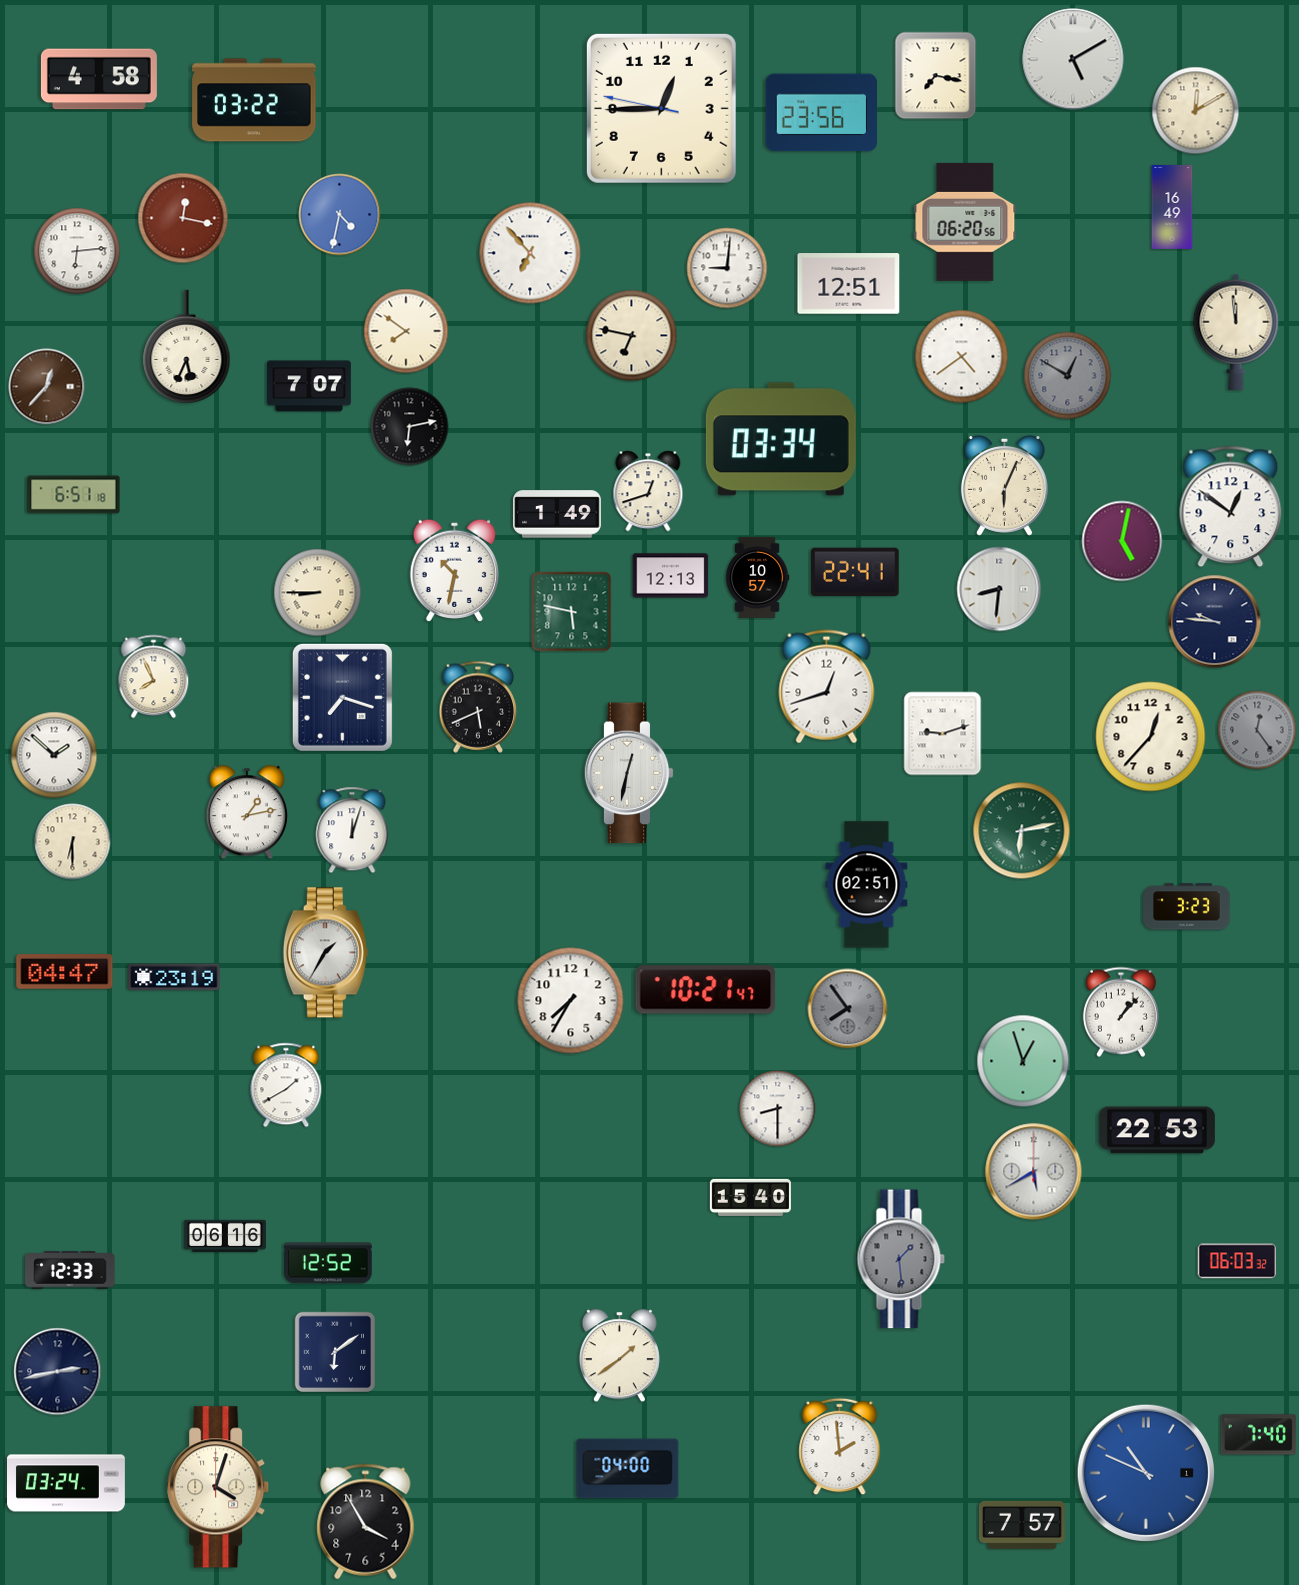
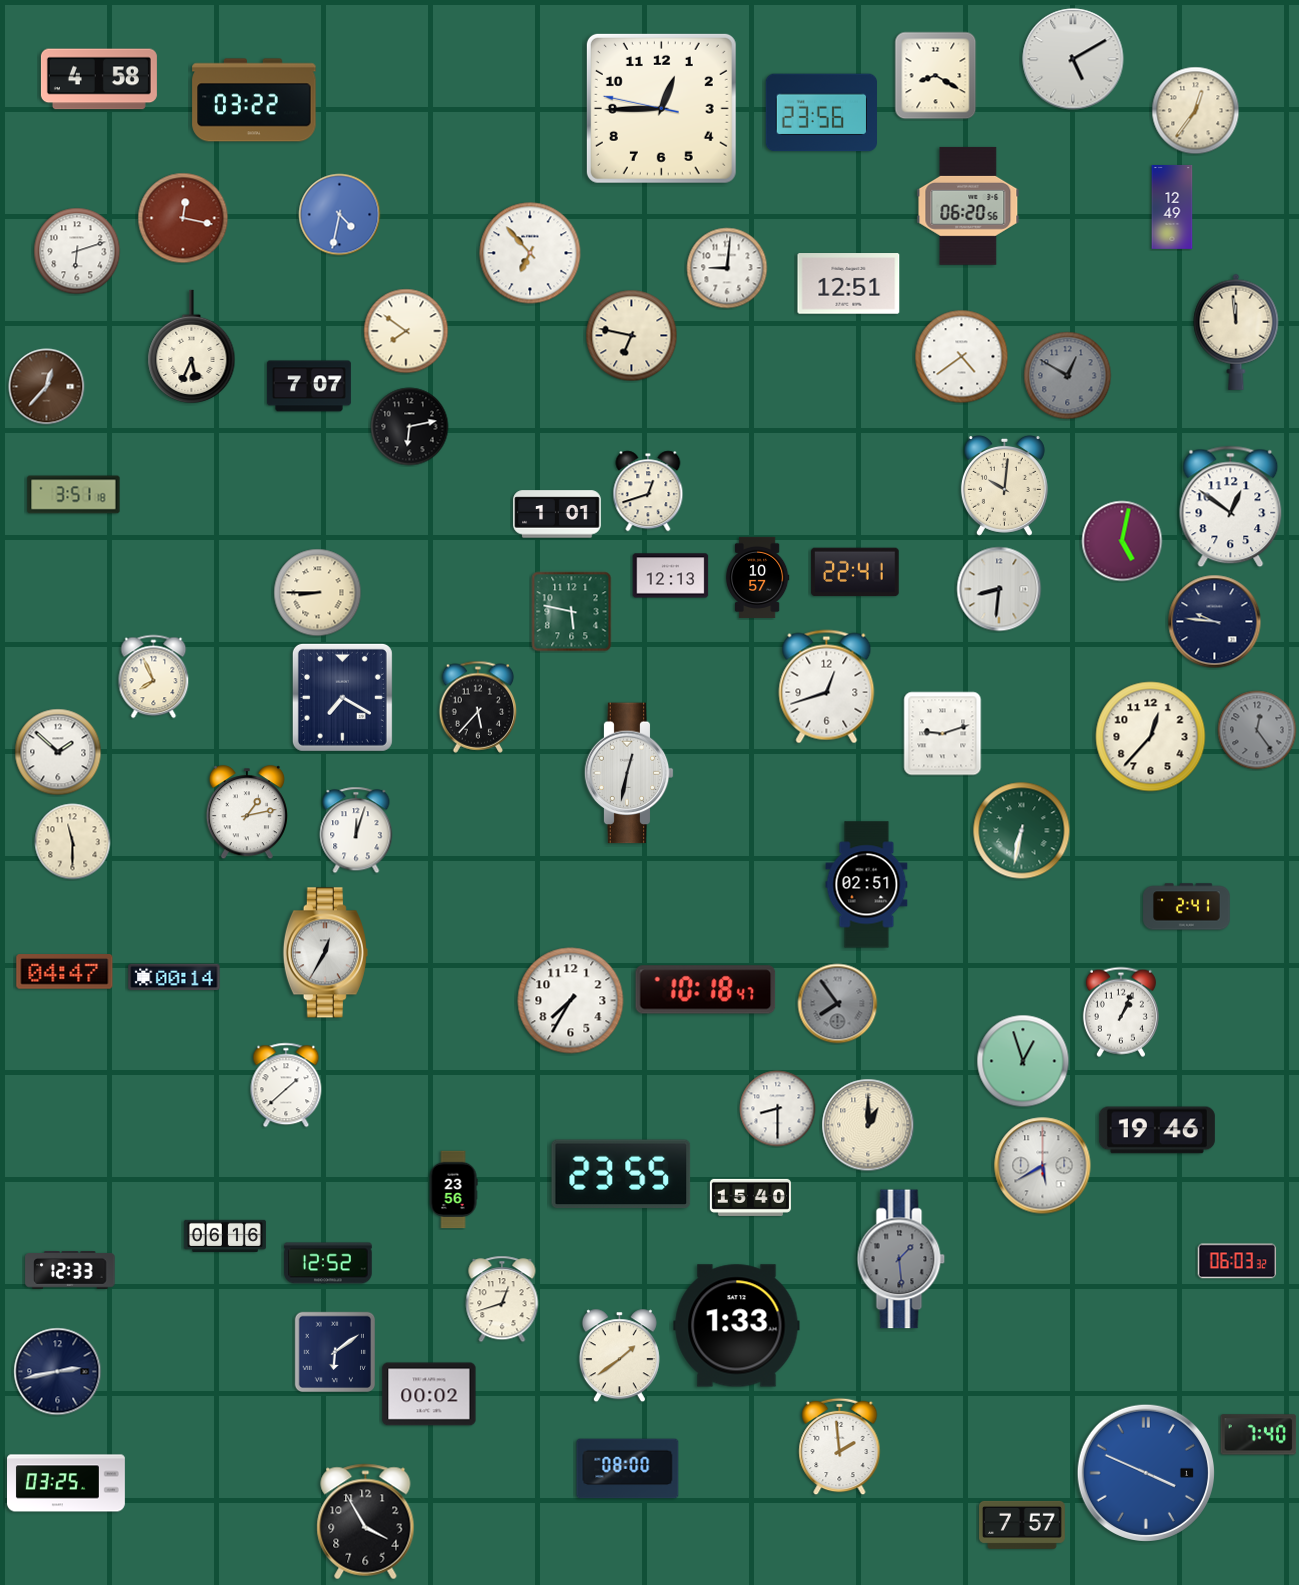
clock at (936, 76): 7:17 -> 8:20
clock at (1196, 111): 12:10 -> 12:36
clock at (1172, 207): 16:49 -> 12:49
clock at (965, 222) position: (965, 222) -> (968, 206)
clock at (77, 251): 6:14 -> 6:12
clock at (187, 346) position: (187, 346) -> (192, 346)
clock at (781, 439): 03:34 -> none
clock at (1004, 485): 6:04 -> 10:01
clock at (74, 495): 6:51 -> 3:51
clock at (557, 514): 1:49 -> 1:01
clock at (454, 570): 10:32 -> none
clock at (342, 697): 7:18 -> 7:20
clock at (478, 707): 5:41 -> 5:37
clock at (54, 755) position: (54, 755) -> (58, 752)
clock at (352, 830) position: (352, 830) -> (356, 830)
clock at (1022, 831): 6:13 -> 6:32
clock at (73, 842): 6:30 -> 11:30
clock at (1187, 907): 3:23 -> 2:41
clock at (325, 953): 1:35 -> 12:35
clock at (174, 977): 23:19 -> 00:14
clock at (706, 990): 10:21 -> 10:18
clock at (848, 1009) position: (848, 1009) -> (838, 1004)
clock at (1121, 1012): 1:07 -> 1:04
clock at (286, 1085): 1:40 -> 1:38
clock at (868, 1125): none -> 1:00
clock at (1157, 1130): 22:53 -> 19:46
clock at (1034, 1172) position: (1034, 1172) -> (1043, 1166)
clock at (621, 1174): none -> 23:55
clock at (453, 1190): none -> 23:56
clock at (502, 1299): none -> 12:42
clock at (737, 1326): none -> 1:33
clock at (429, 1394): none -> 00:02
clock at (628, 1469): 04:00 -> 08:00
clock at (1145, 1472): 10:49 -> 3:49
clock at (67, 1483): 03:24 -> 03:25
clock at (219, 1487): 4:03 -> none
